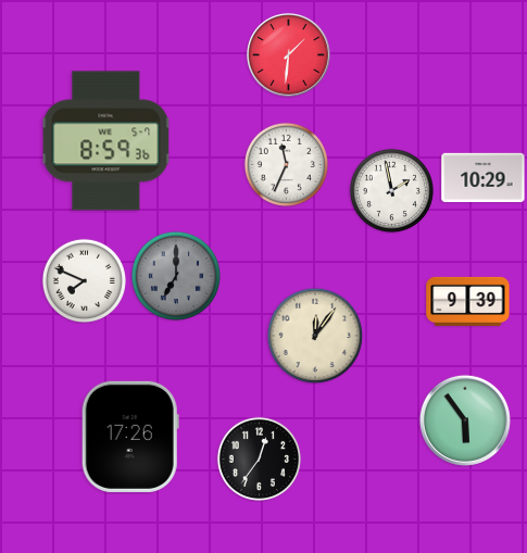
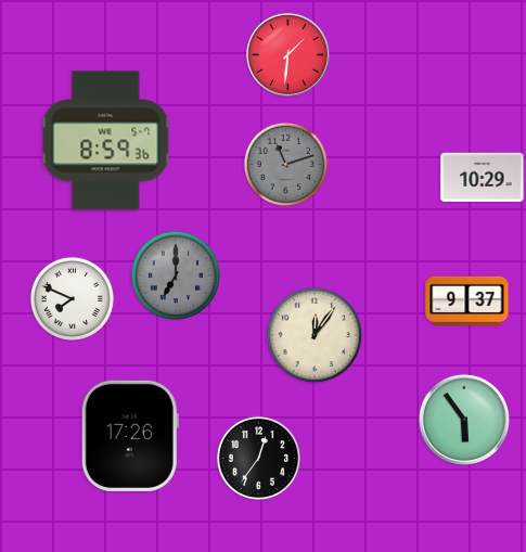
clock at (286, 164): 11:34 -> 11:12
clock at (286, 164) dial: white -> grey
clock at (391, 190): 1:58 -> none
clock at (84, 280) position: (84, 280) -> (72, 298)
clock at (468, 301): 9:39 -> 9:37
